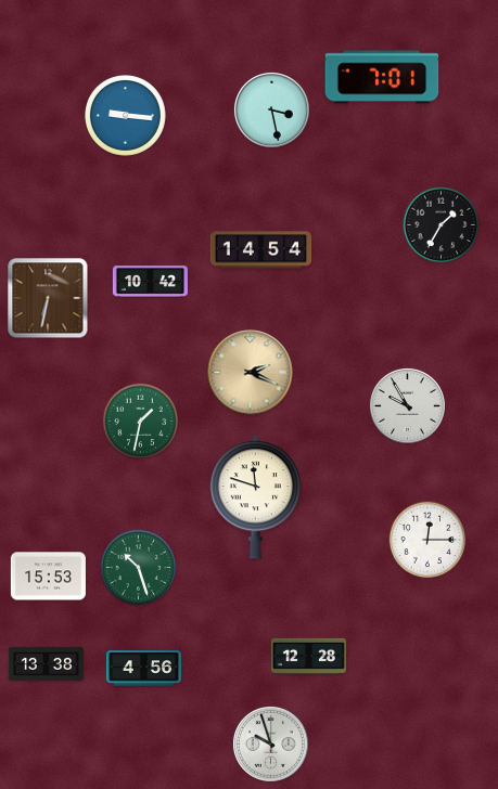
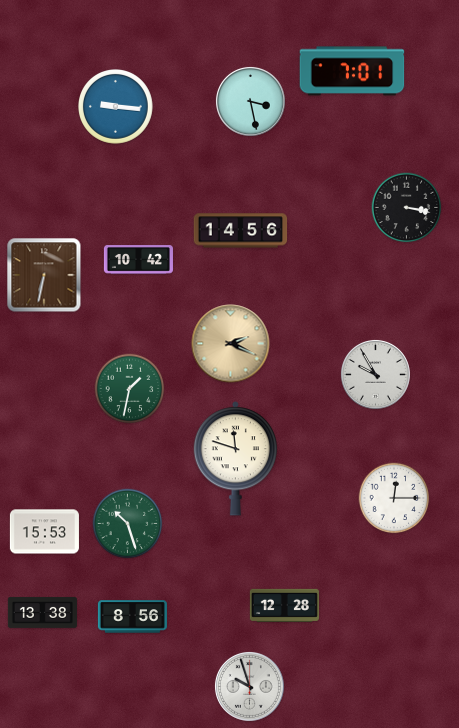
clock at (442, 225): 1:35 -> 3:17
clock at (261, 250): 14:54 -> 14:56
clock at (143, 669): 4:56 -> 8:56
